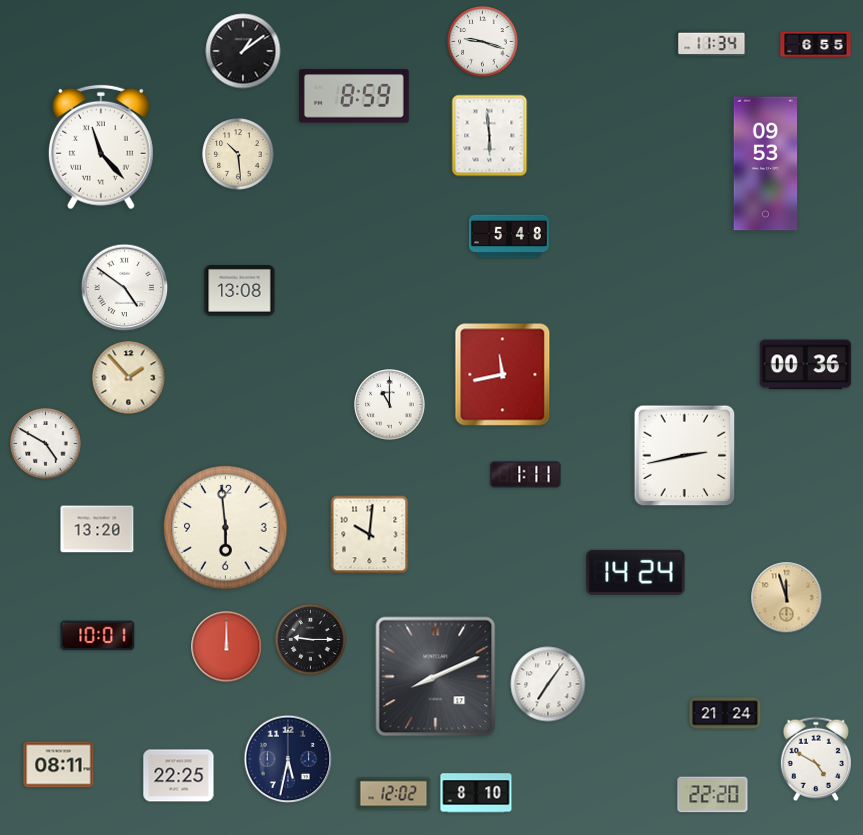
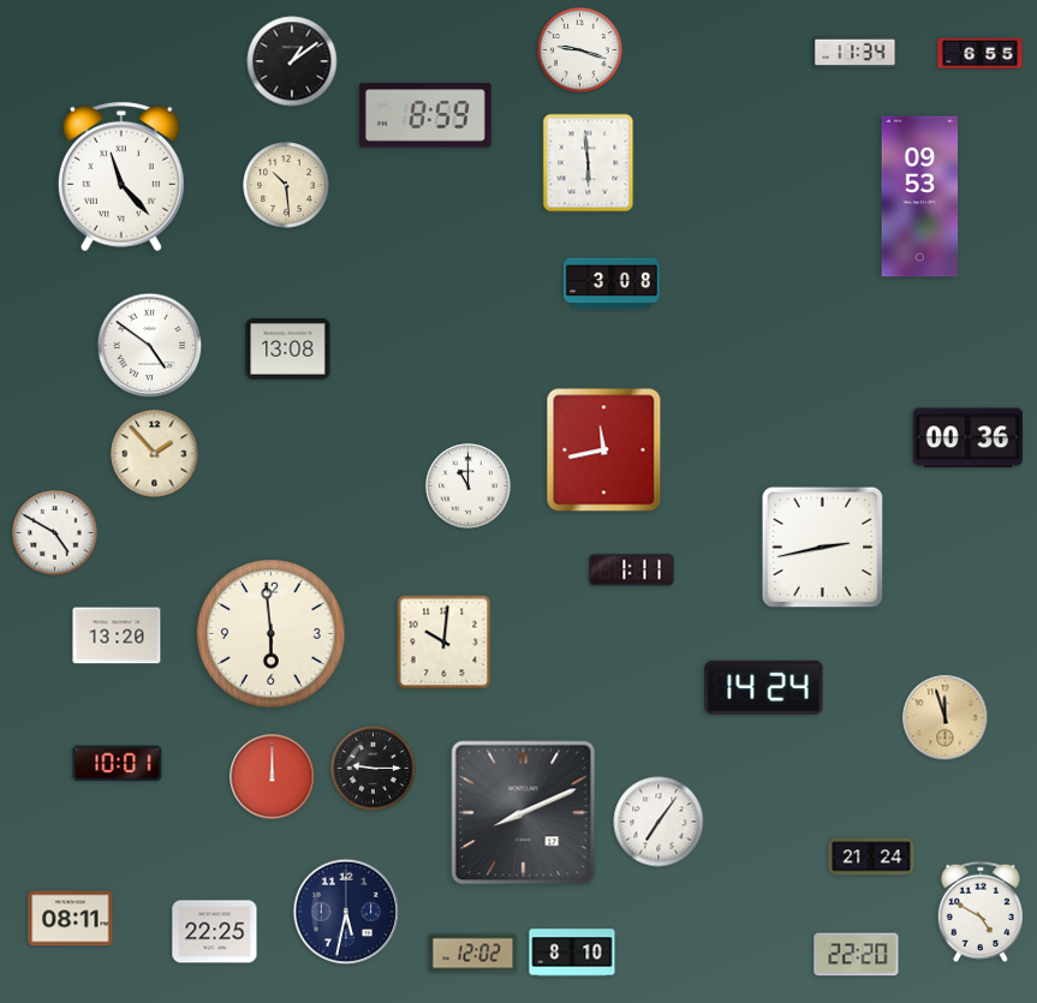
clock at (509, 236): 5:48 -> 3:08
